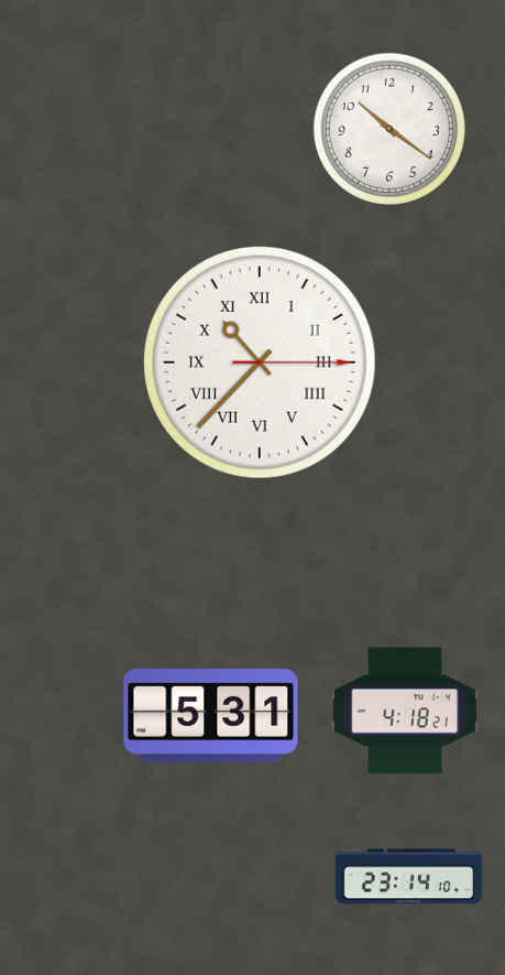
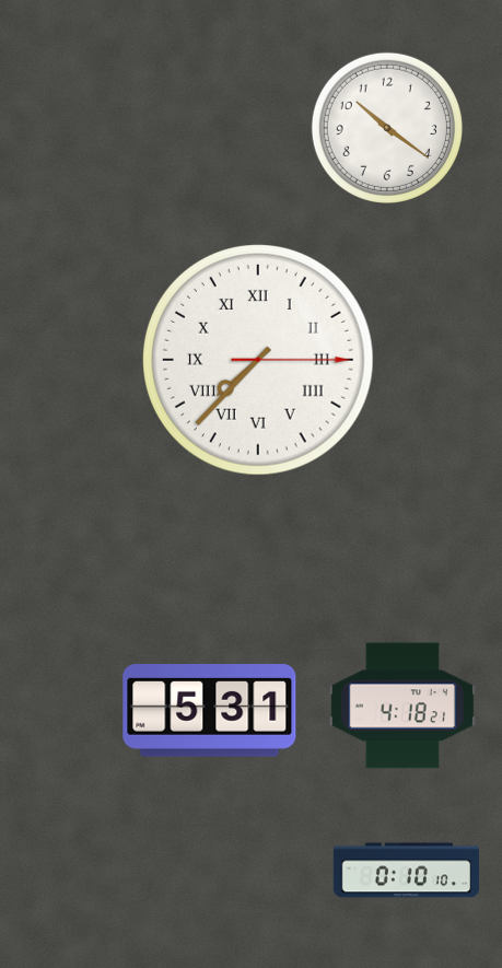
clock at (261, 364): 10:37 -> 7:37
clock at (408, 877): 23:14 -> 0:10
